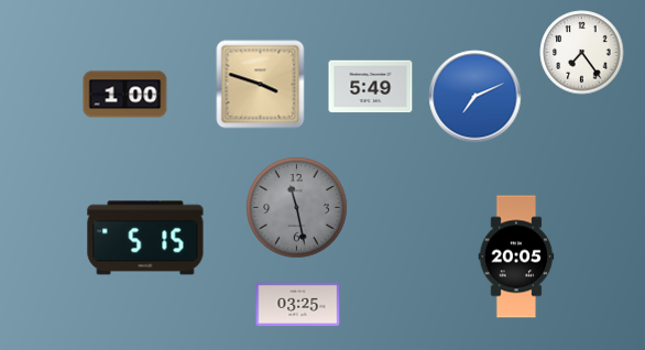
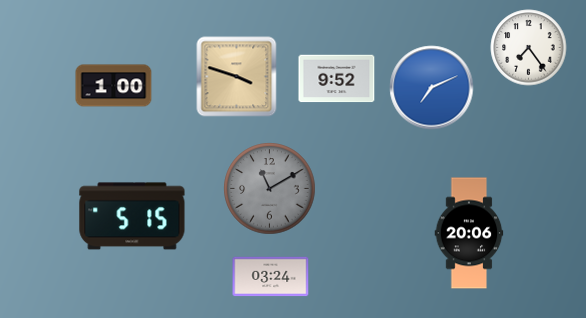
clock at (371, 87): 5:49 -> 9:52
clock at (297, 208): 11:28 -> 11:10
clock at (516, 256): 20:05 -> 20:06
clock at (298, 305): 03:25 -> 03:24
